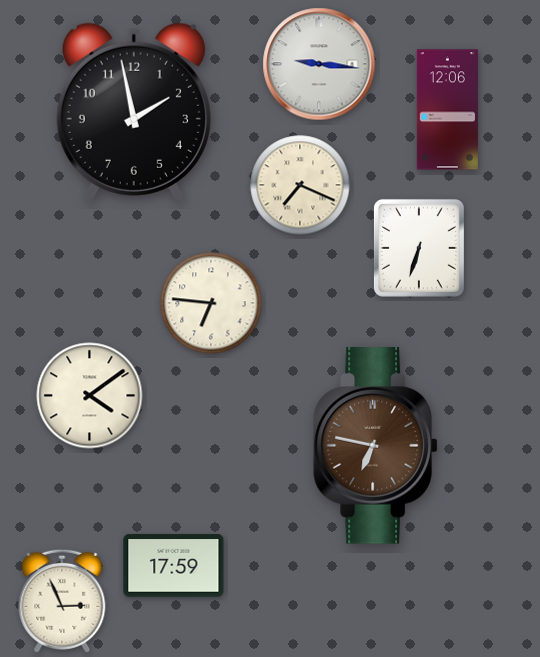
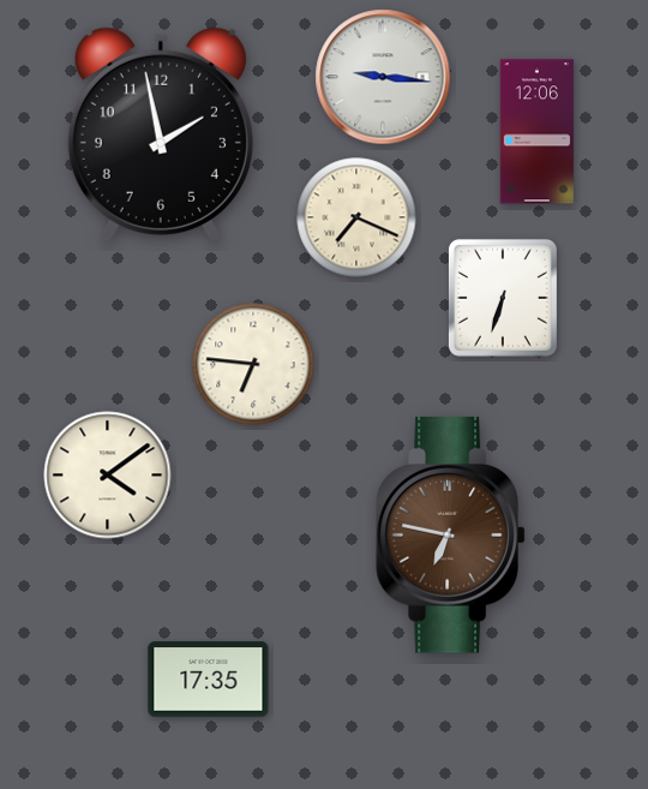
clock at (300, 185) position: (300, 185) -> (356, 217)
clock at (174, 566): 17:59 -> 17:35
clock at (62, 601): 2:56 -> none
